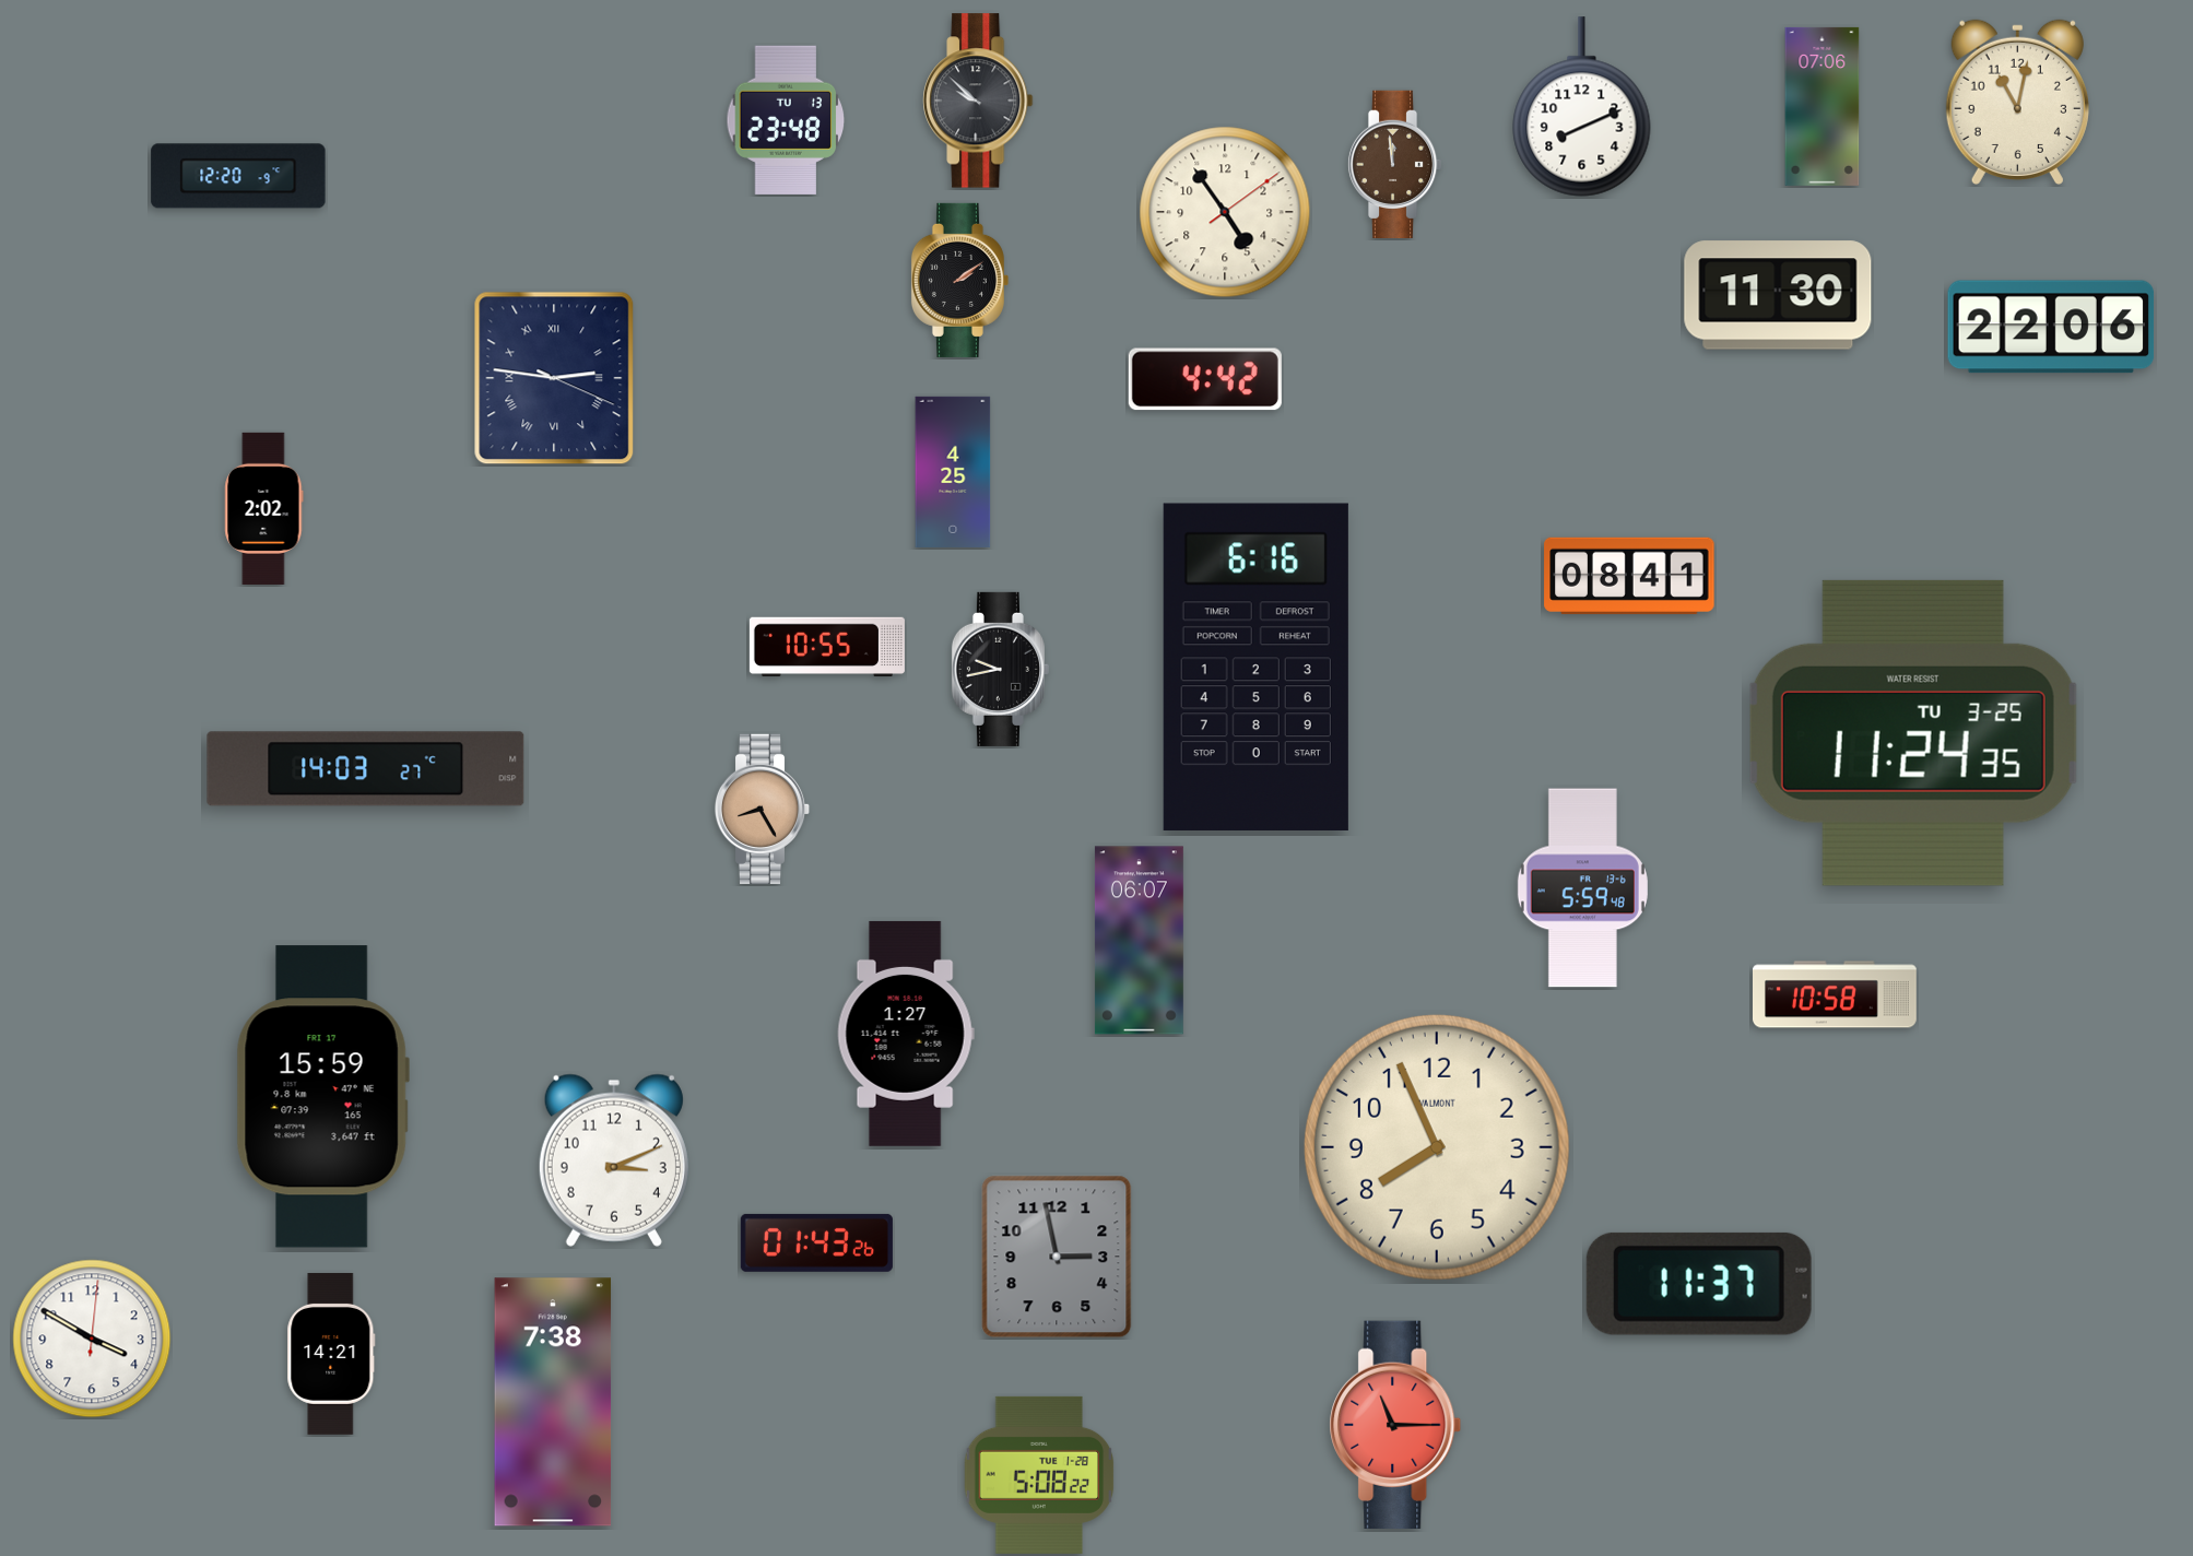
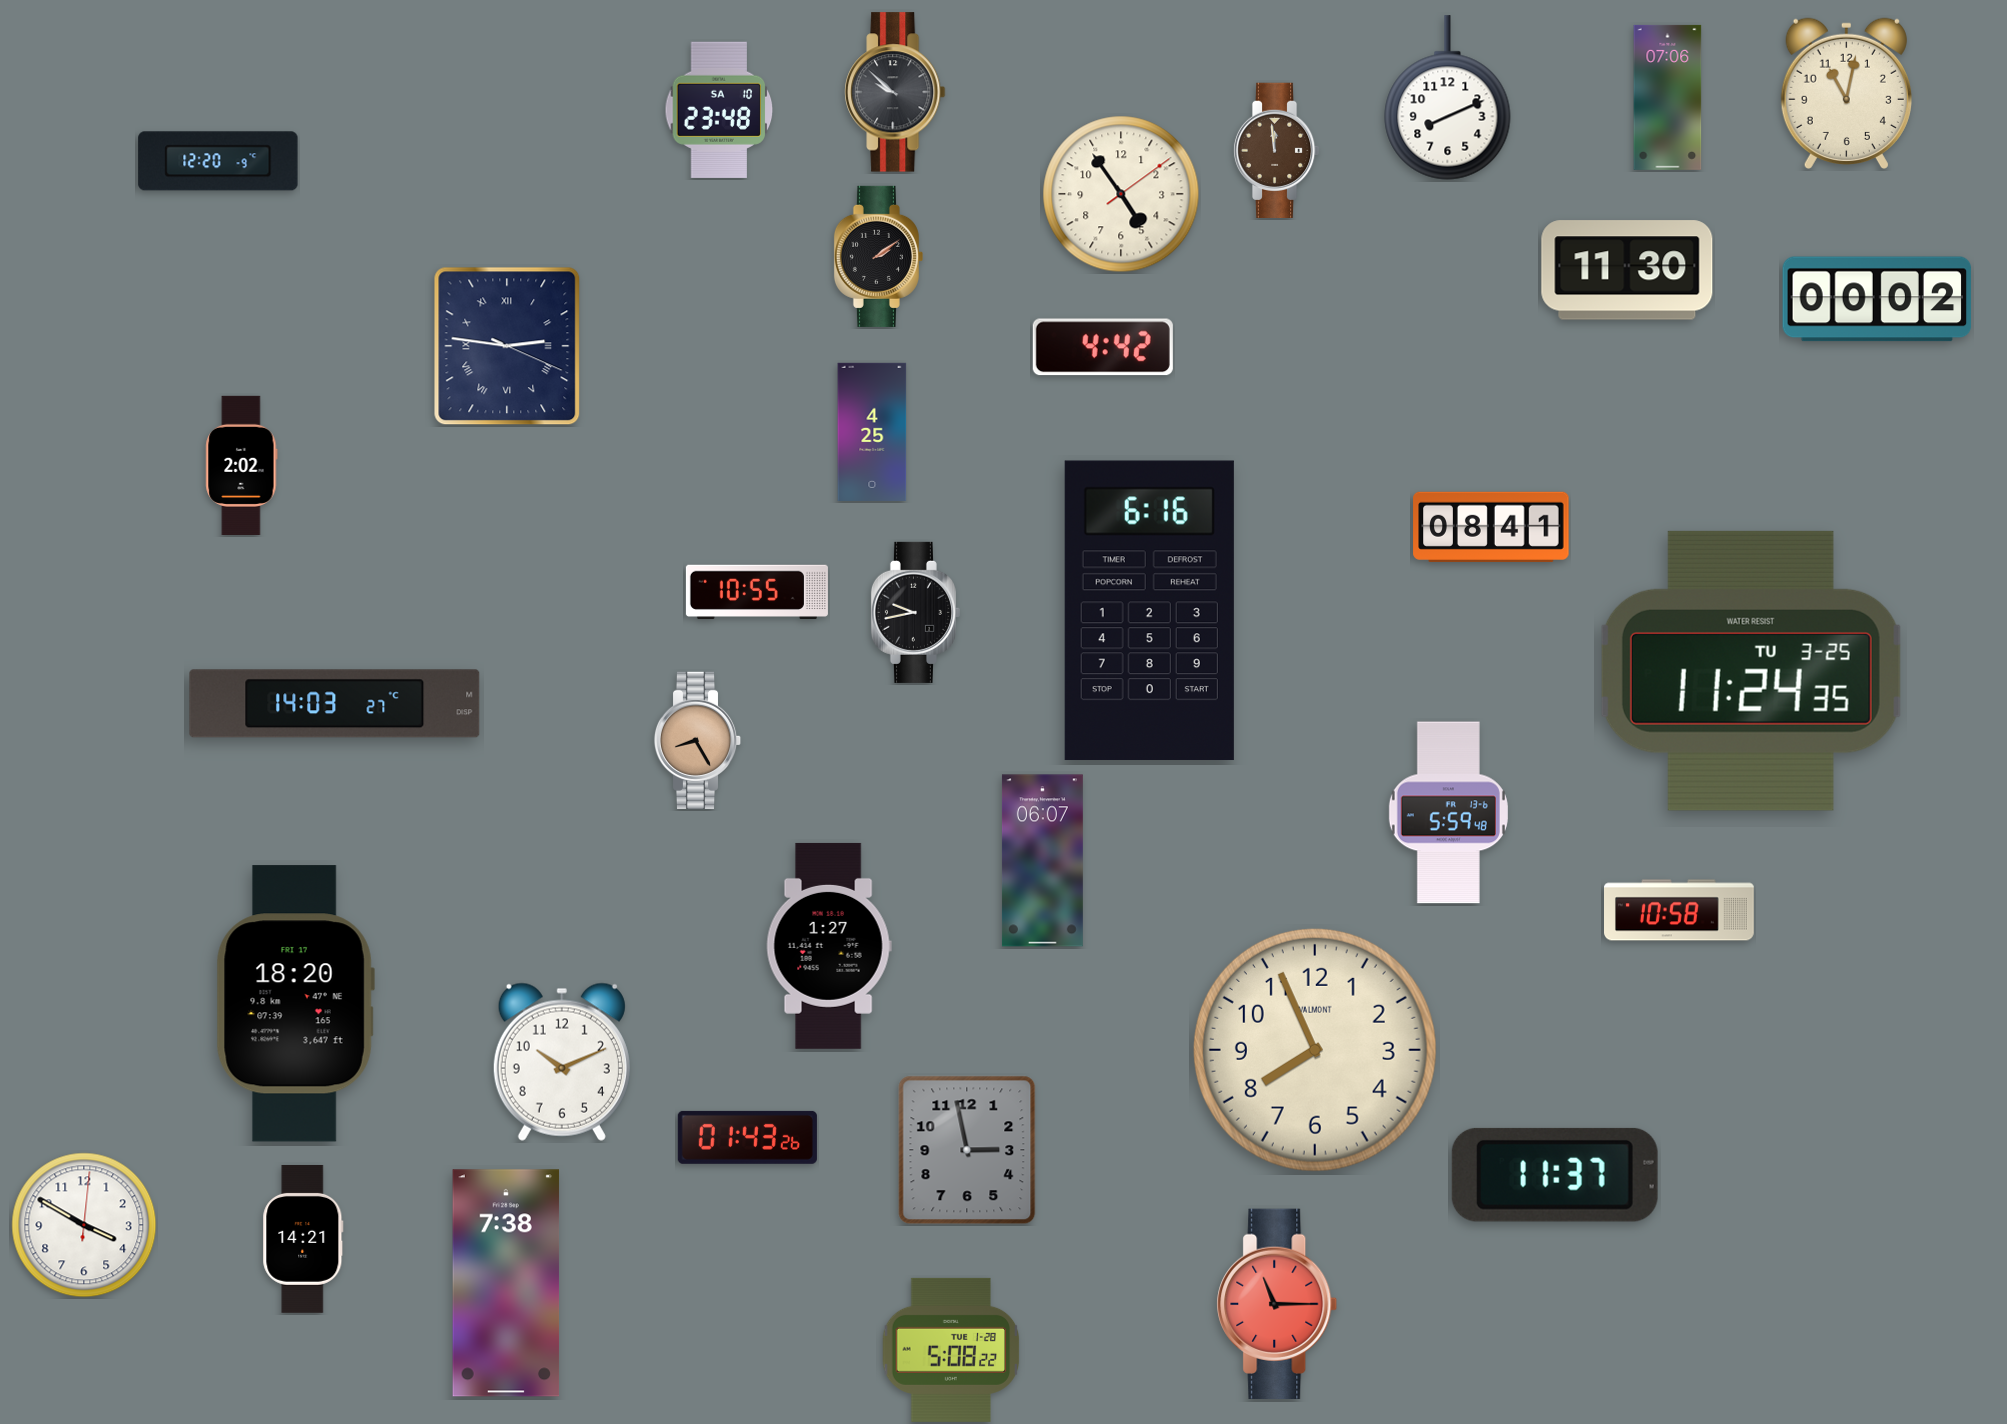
clock at (786, 120) date: TU 13 -> SA 10
clock at (2051, 327): 22:06 -> 00:02
clock at (322, 1097): 15:59 -> 18:20
clock at (614, 1160): 3:11 -> 10:11
